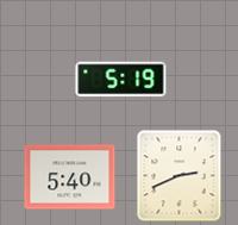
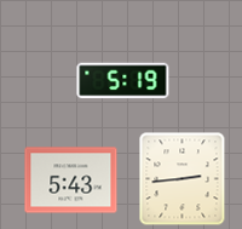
clock at (180, 175): 2:41 -> 2:44
clock at (70, 177): 5:40 -> 5:43
